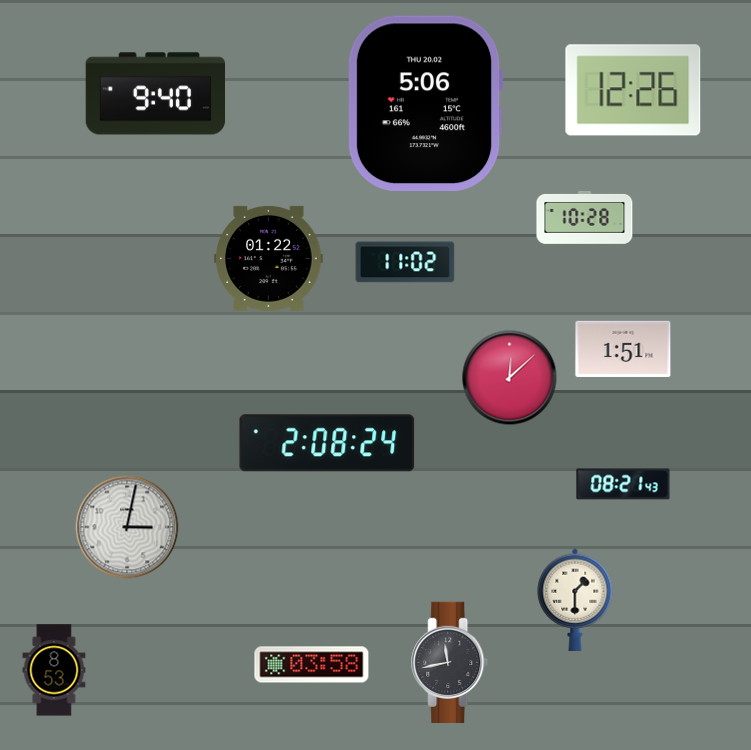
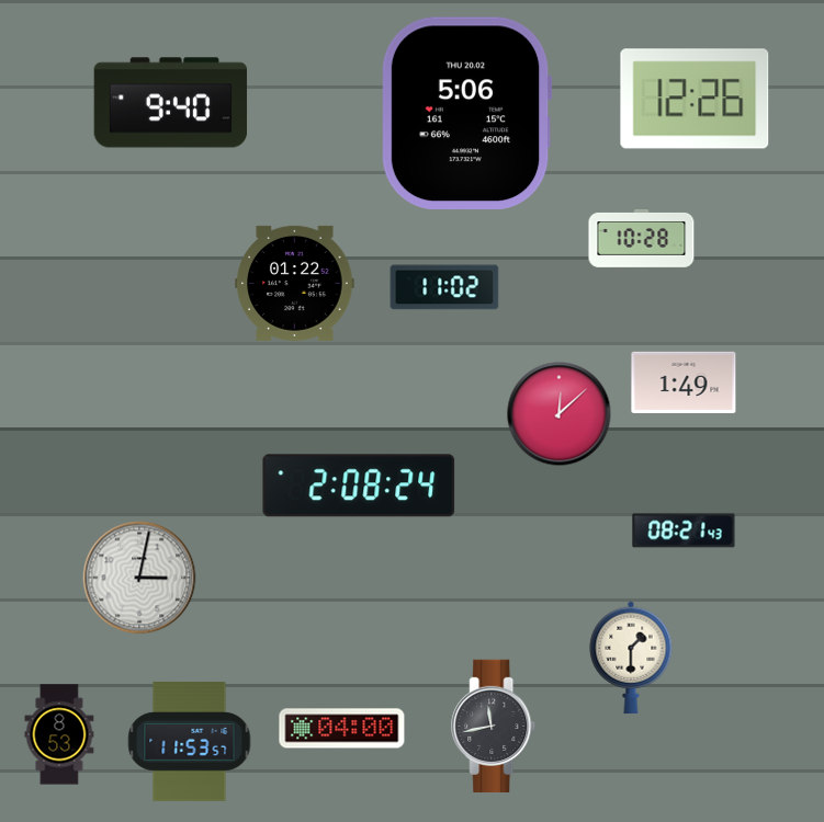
clock at (623, 349): 1:51 -> 1:49
clock at (312, 665): 03:58 -> 04:00
clock at (190, 742): none -> 11:53
